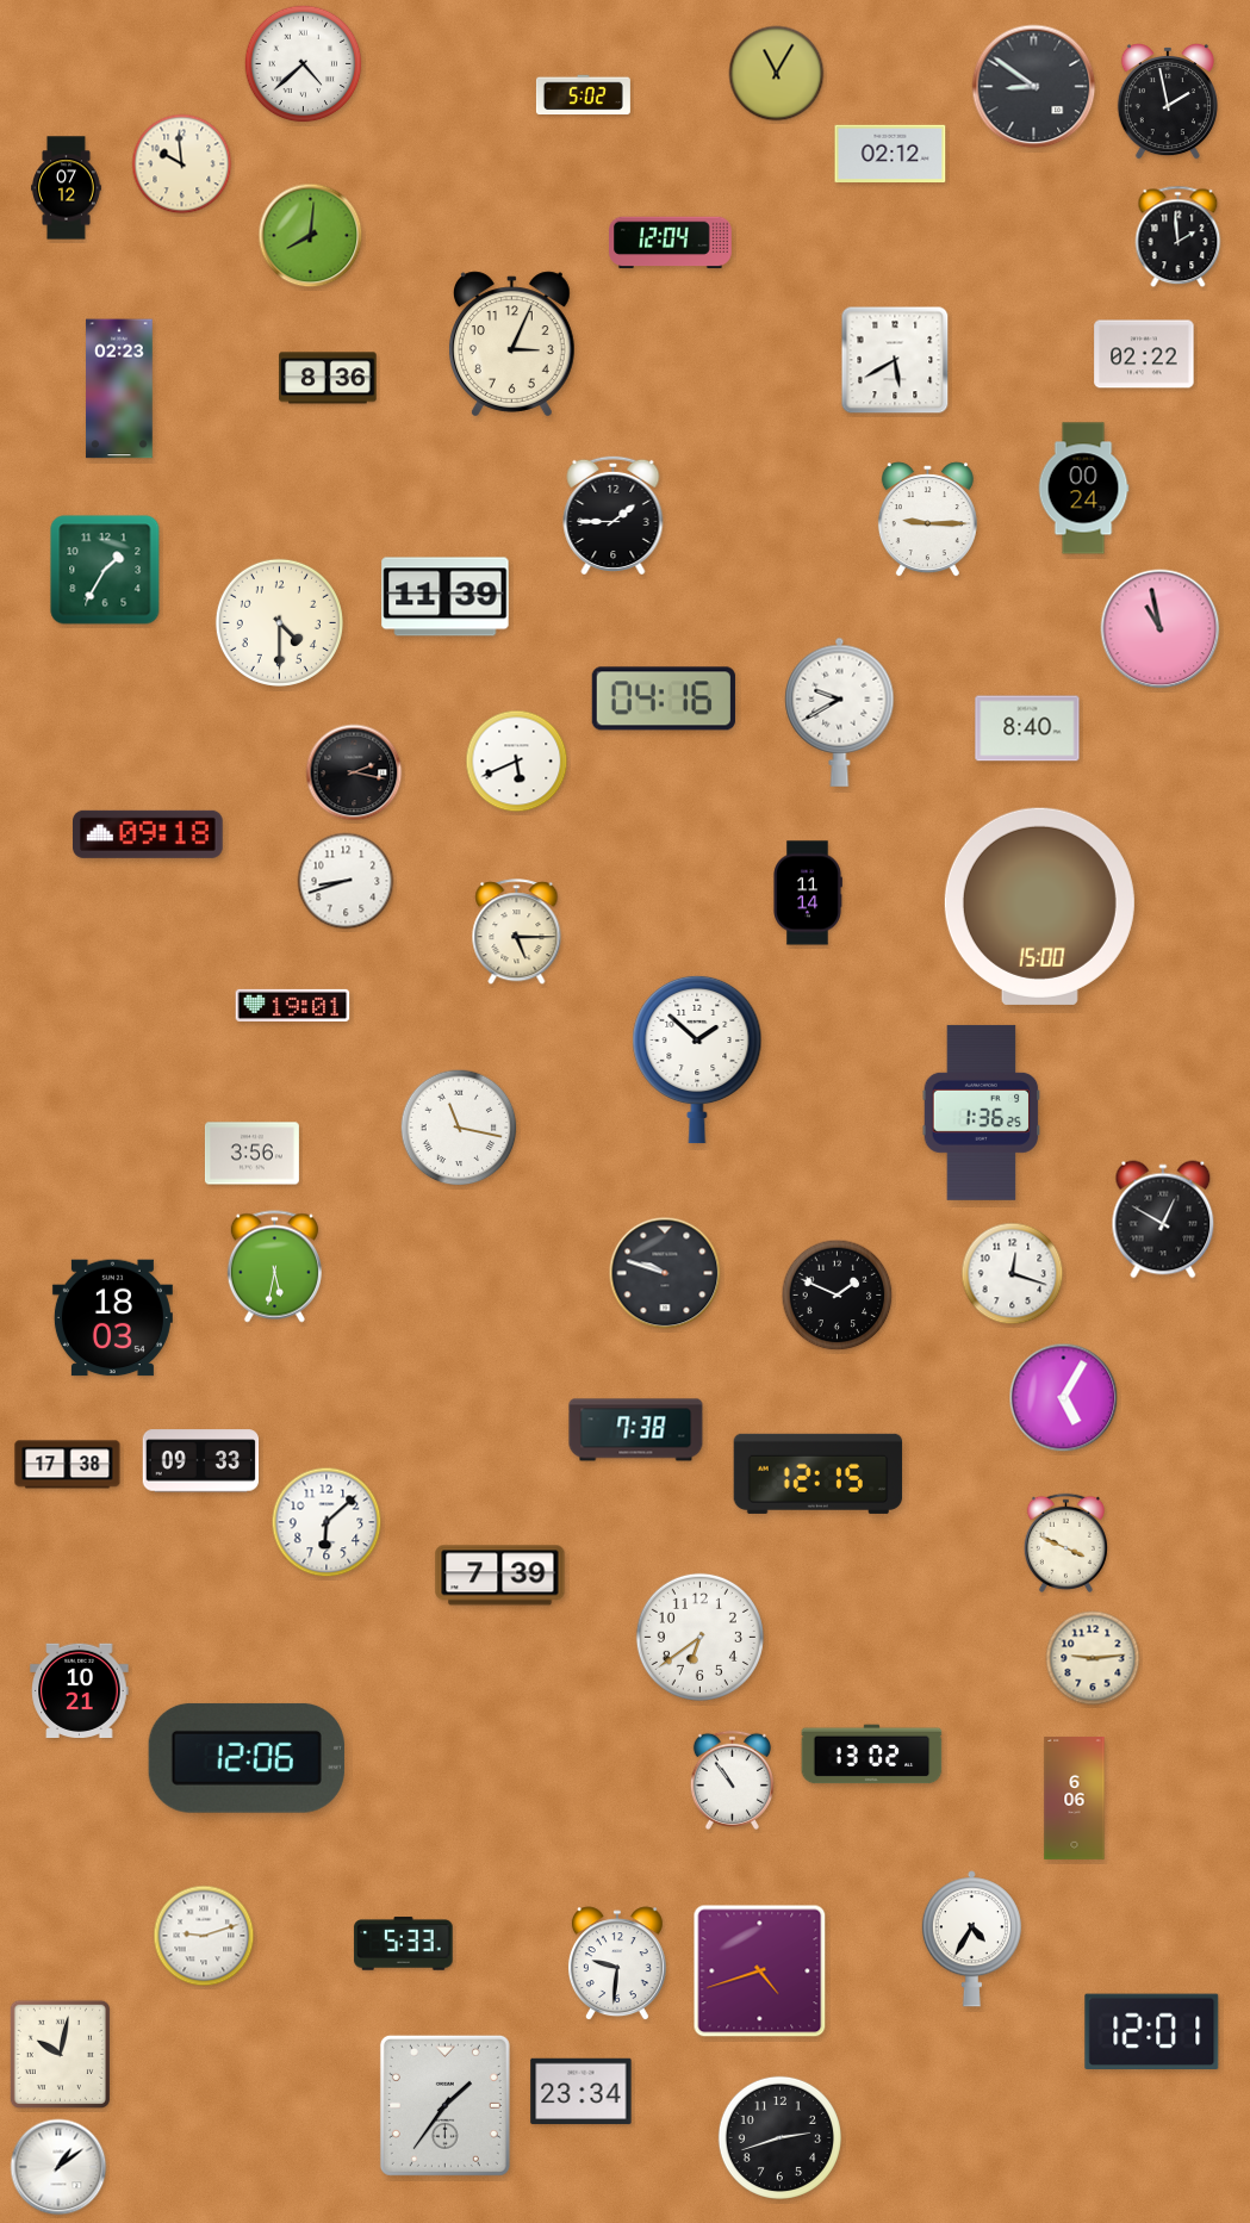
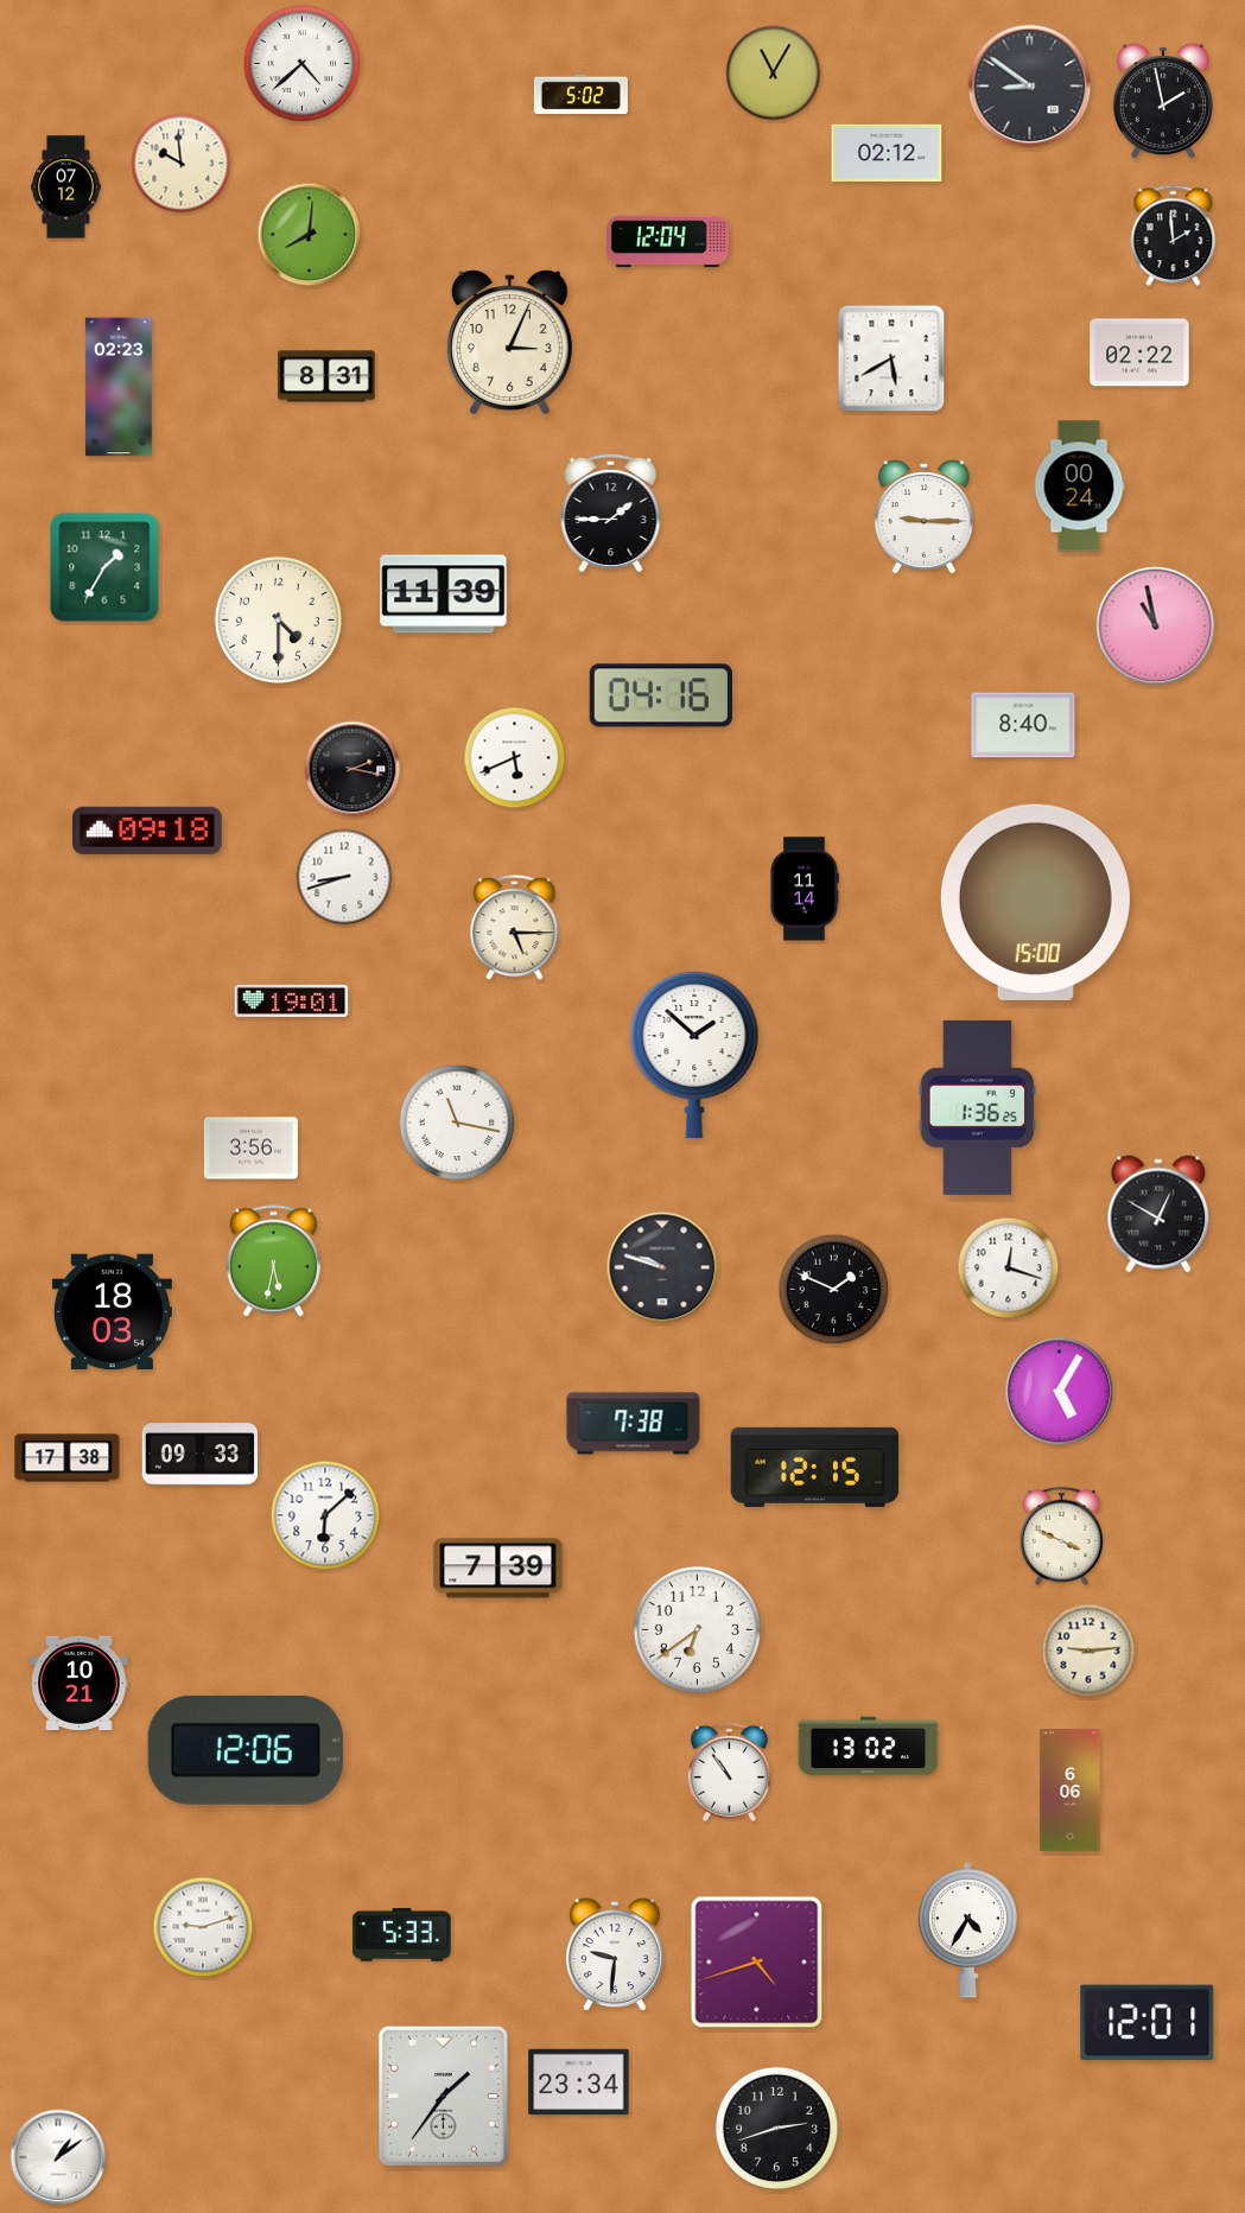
clock at (328, 378): 8:36 -> 8:31
clock at (840, 712): 9:40 -> none
clock at (60, 2054): 10:02 -> none
